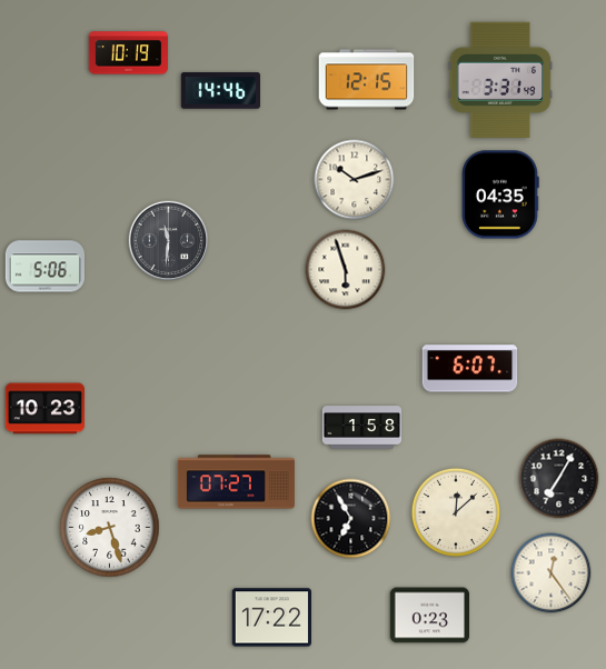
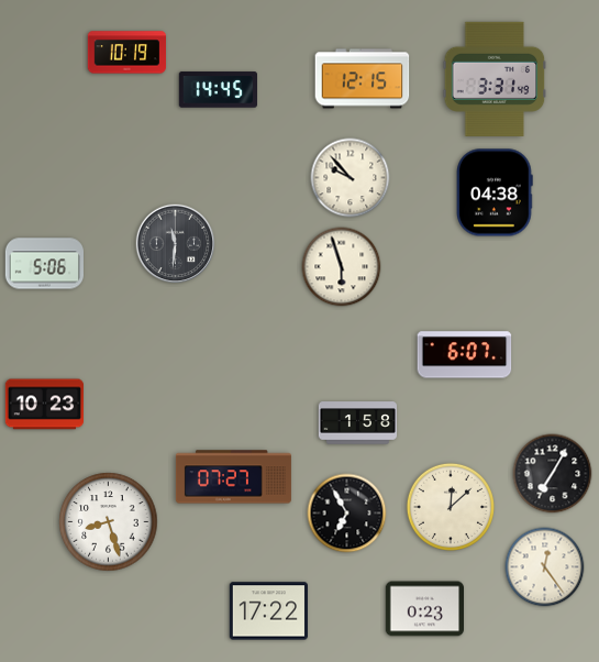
clock at (220, 91): 14:46 -> 14:45
clock at (355, 180): 10:12 -> 9:53
clock at (500, 194): 04:35 -> 04:38
clock at (169, 241) position: (169, 241) -> (176, 244)
clock at (470, 369) position: (470, 369) -> (465, 355)
